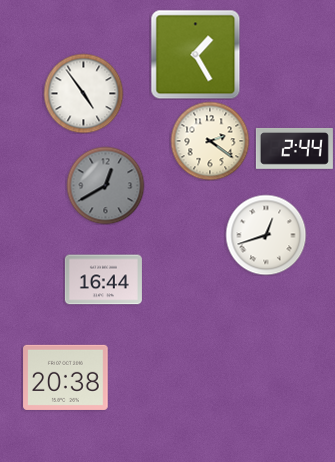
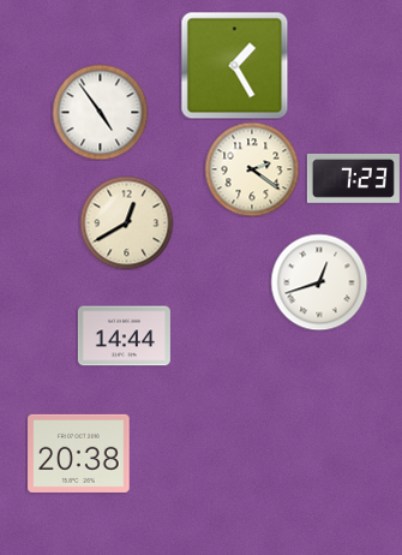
clock at (294, 148): 2:44 -> 7:23
clock at (105, 185) dial: grey -> cream
clock at (103, 280): 16:44 -> 14:44
